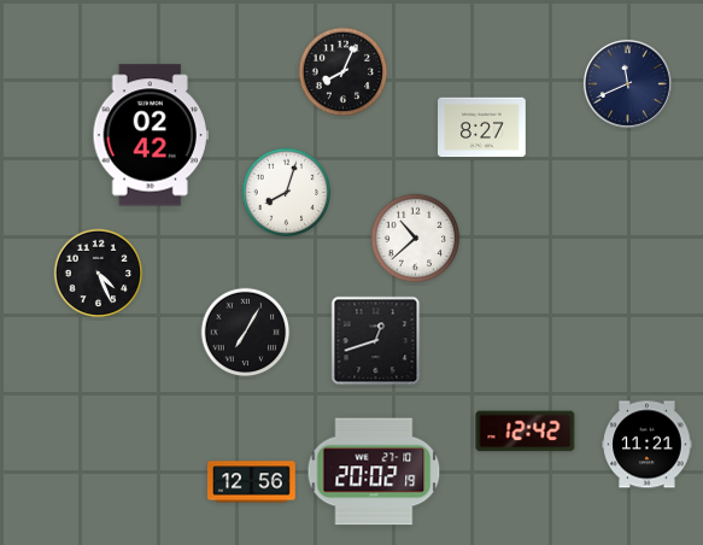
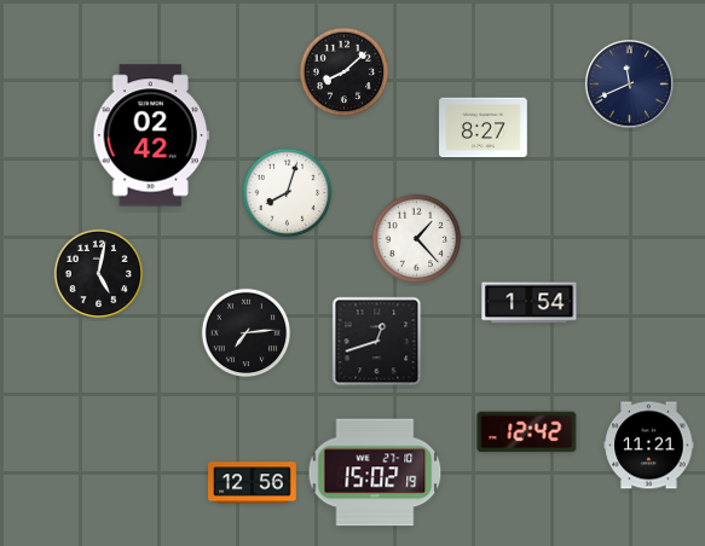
clock at (344, 72): 8:04 -> 8:08
clock at (416, 239): 10:38 -> 1:23
clock at (99, 274): 4:26 -> 5:02
clock at (530, 303): none -> 1:54
clock at (246, 333): 7:05 -> 7:14
clock at (374, 471): 20:02 -> 15:02
